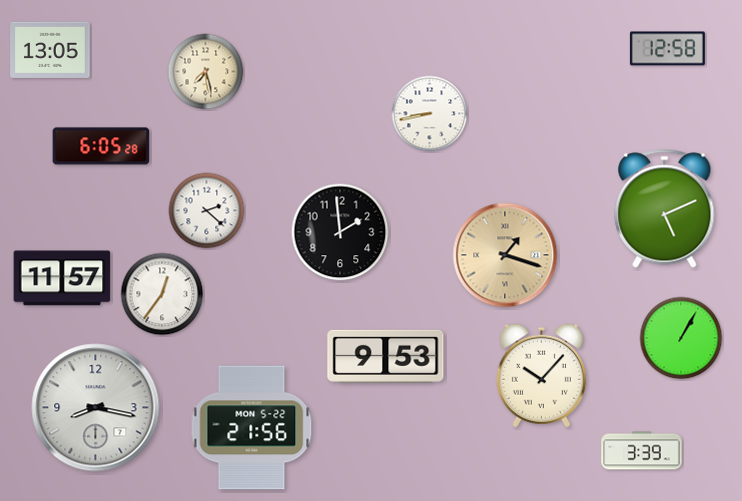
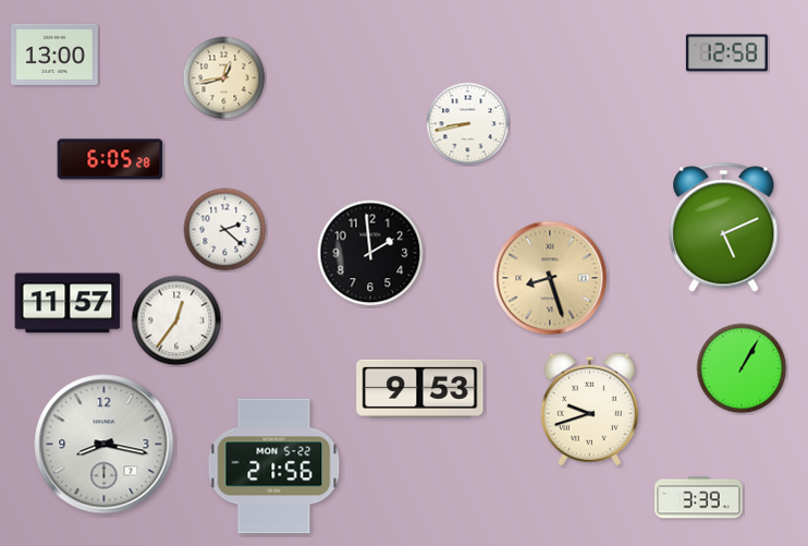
clock at (50, 50): 13:05 -> 13:00
clock at (206, 72): 7:28 -> 12:43
clock at (505, 255): 1:18 -> 8:27
clock at (541, 376): 10:07 -> 9:42
clock at (642, 451) position: (642, 451) -> (699, 498)
